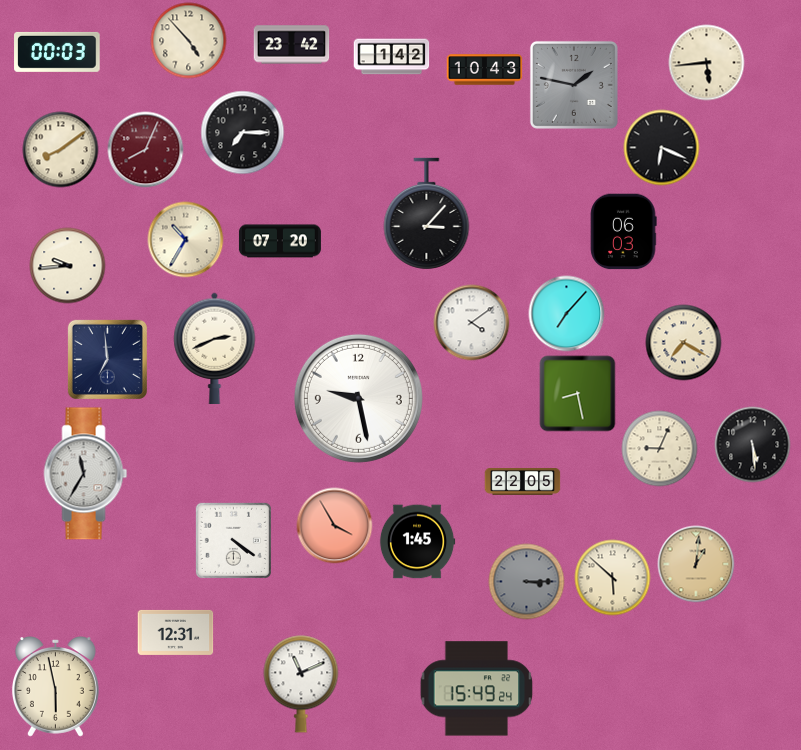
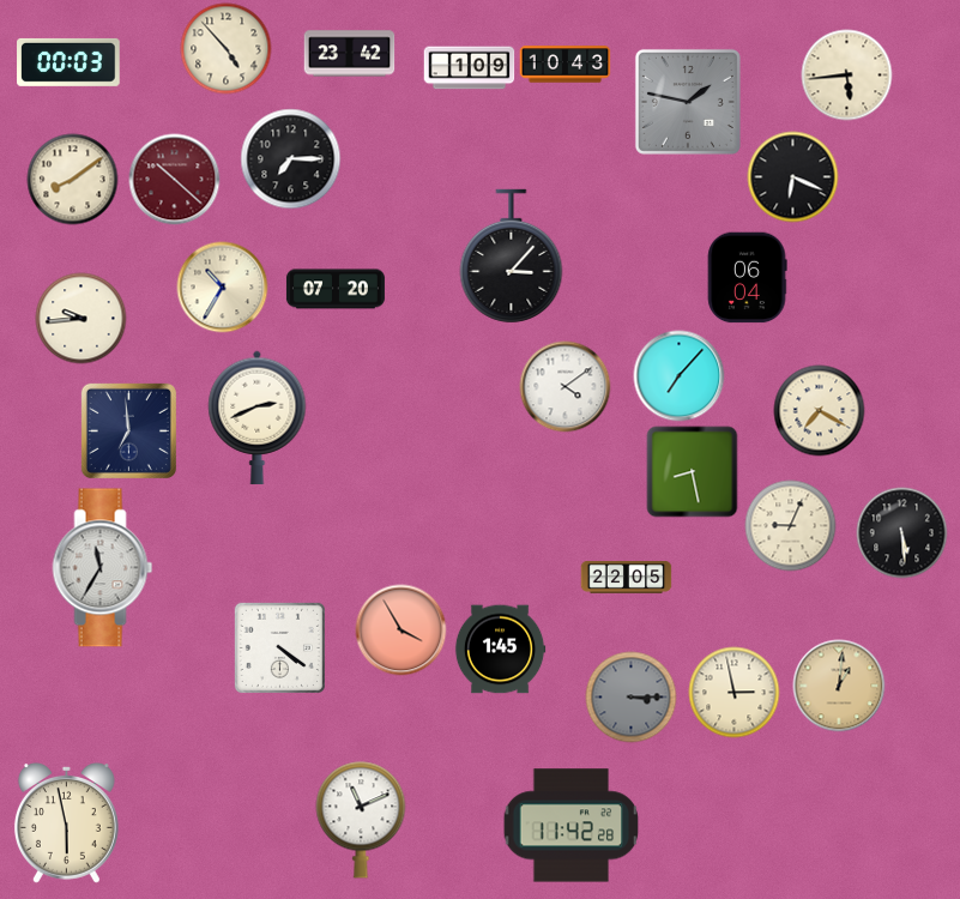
clock at (392, 57): 1:42 -> 1:09
clock at (485, 70) position: (485, 70) -> (566, 65)
clock at (146, 150): 8:04 -> 10:22
clock at (623, 232): 06:03 -> 06:04
clock at (358, 398): 9:28 -> none
clock at (660, 449) position: (660, 449) -> (791, 526)
clock at (696, 564) position: (696, 564) -> (839, 686)
clock at (613, 578): 5:52 -> 2:58
clock at (176, 632): 12:31 -> none
clock at (477, 689): 15:49 -> 11:42
